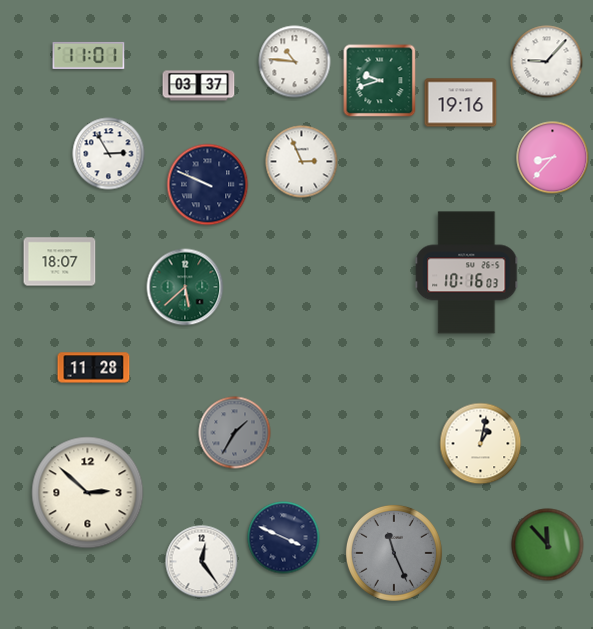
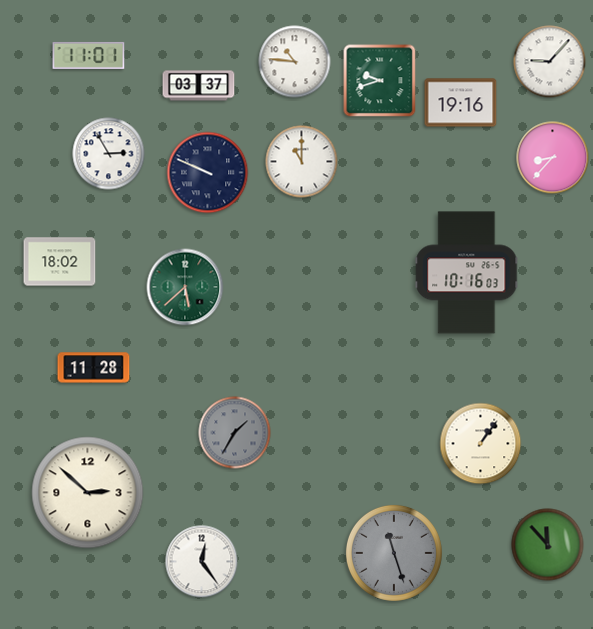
clock at (547, 62) position: (547, 62) -> (550, 62)
clock at (302, 162): 2:56 -> 11:00
clock at (208, 185) position: (208, 185) -> (208, 173)
clock at (60, 262): 18:07 -> 18:02
clock at (481, 444): 1:02 -> 1:06
clock at (284, 538): 3:49 -> none
clock at (394, 553): 11:26 -> 11:27
